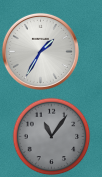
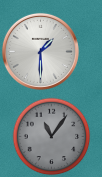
clock at (40, 51): 1:35 -> 1:30
